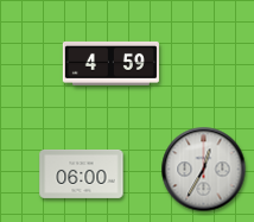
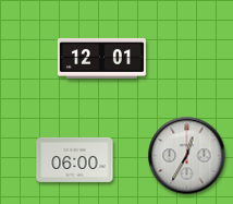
clock at (110, 63): 4:59 -> 12:01
